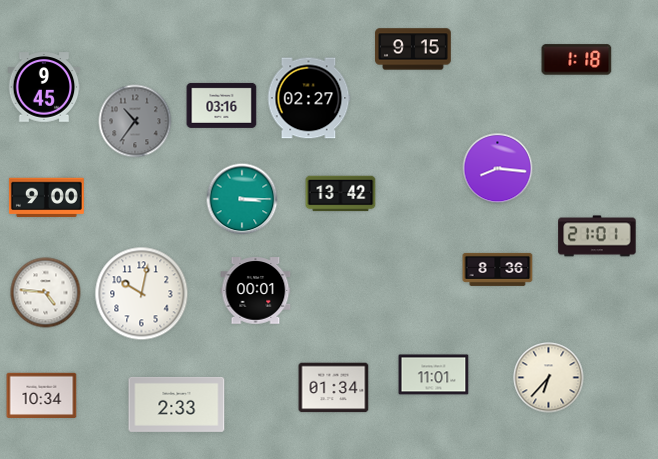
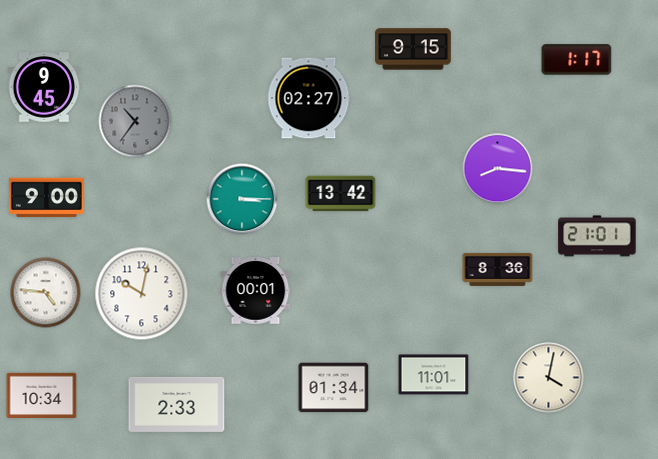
clock at (577, 60): 1:18 -> 1:17
clock at (222, 105): 03:16 -> none
clock at (549, 378): 6:37 -> 4:02
